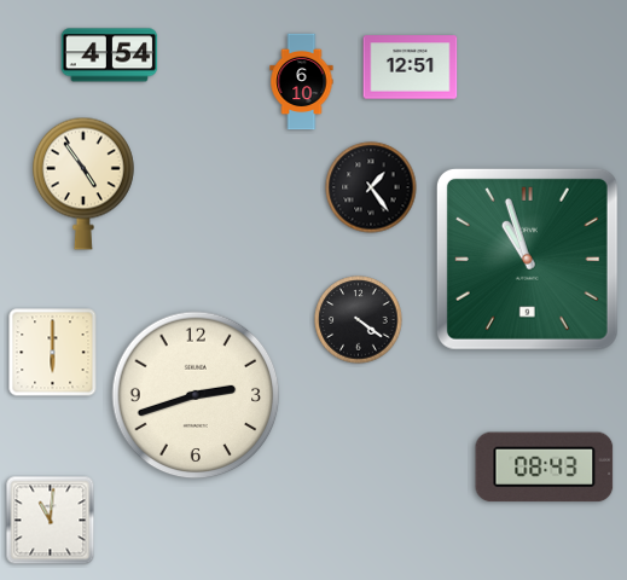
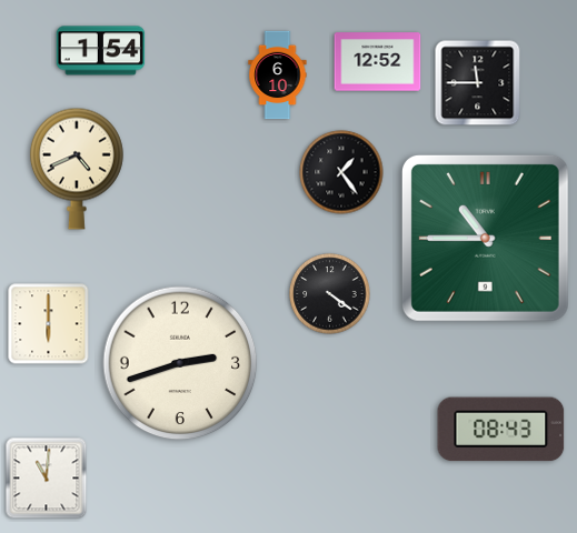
clock at (110, 56): 4:54 -> 1:54
clock at (411, 68): 12:51 -> 12:52
clock at (478, 83): none -> 11:45
clock at (83, 184): 4:54 -> 4:41
clock at (527, 259): 10:57 -> 10:45
